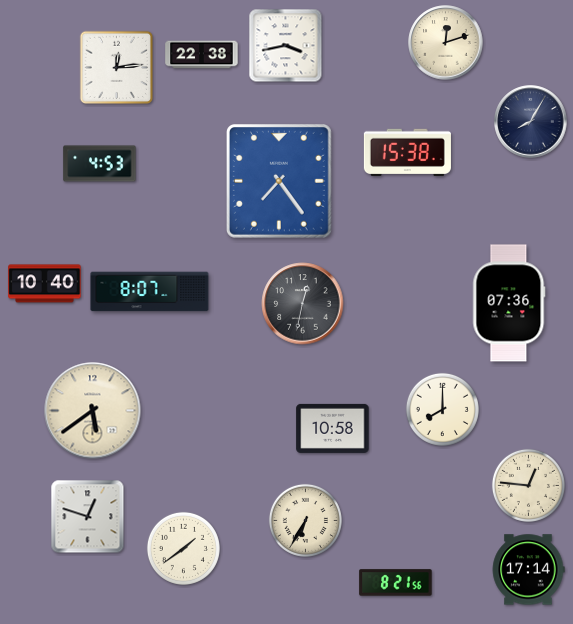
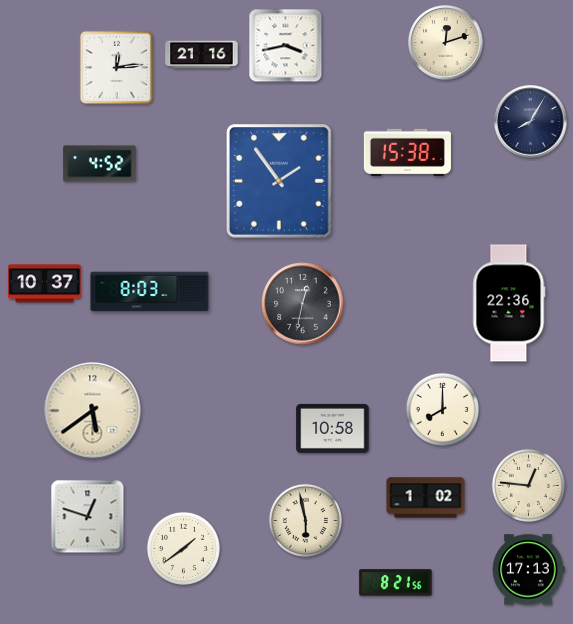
clock at (202, 55): 22:38 -> 21:16
clock at (100, 164): 4:53 -> 4:52
clock at (280, 182): 7:24 -> 1:54
clock at (45, 284): 10:40 -> 10:37
clock at (150, 292): 8:07 -> 8:03
clock at (509, 303): 07:36 -> 22:36
clock at (426, 498): none -> 1:02
clock at (305, 520): 6:35 -> 5:58
clock at (528, 570): 17:14 -> 17:13
